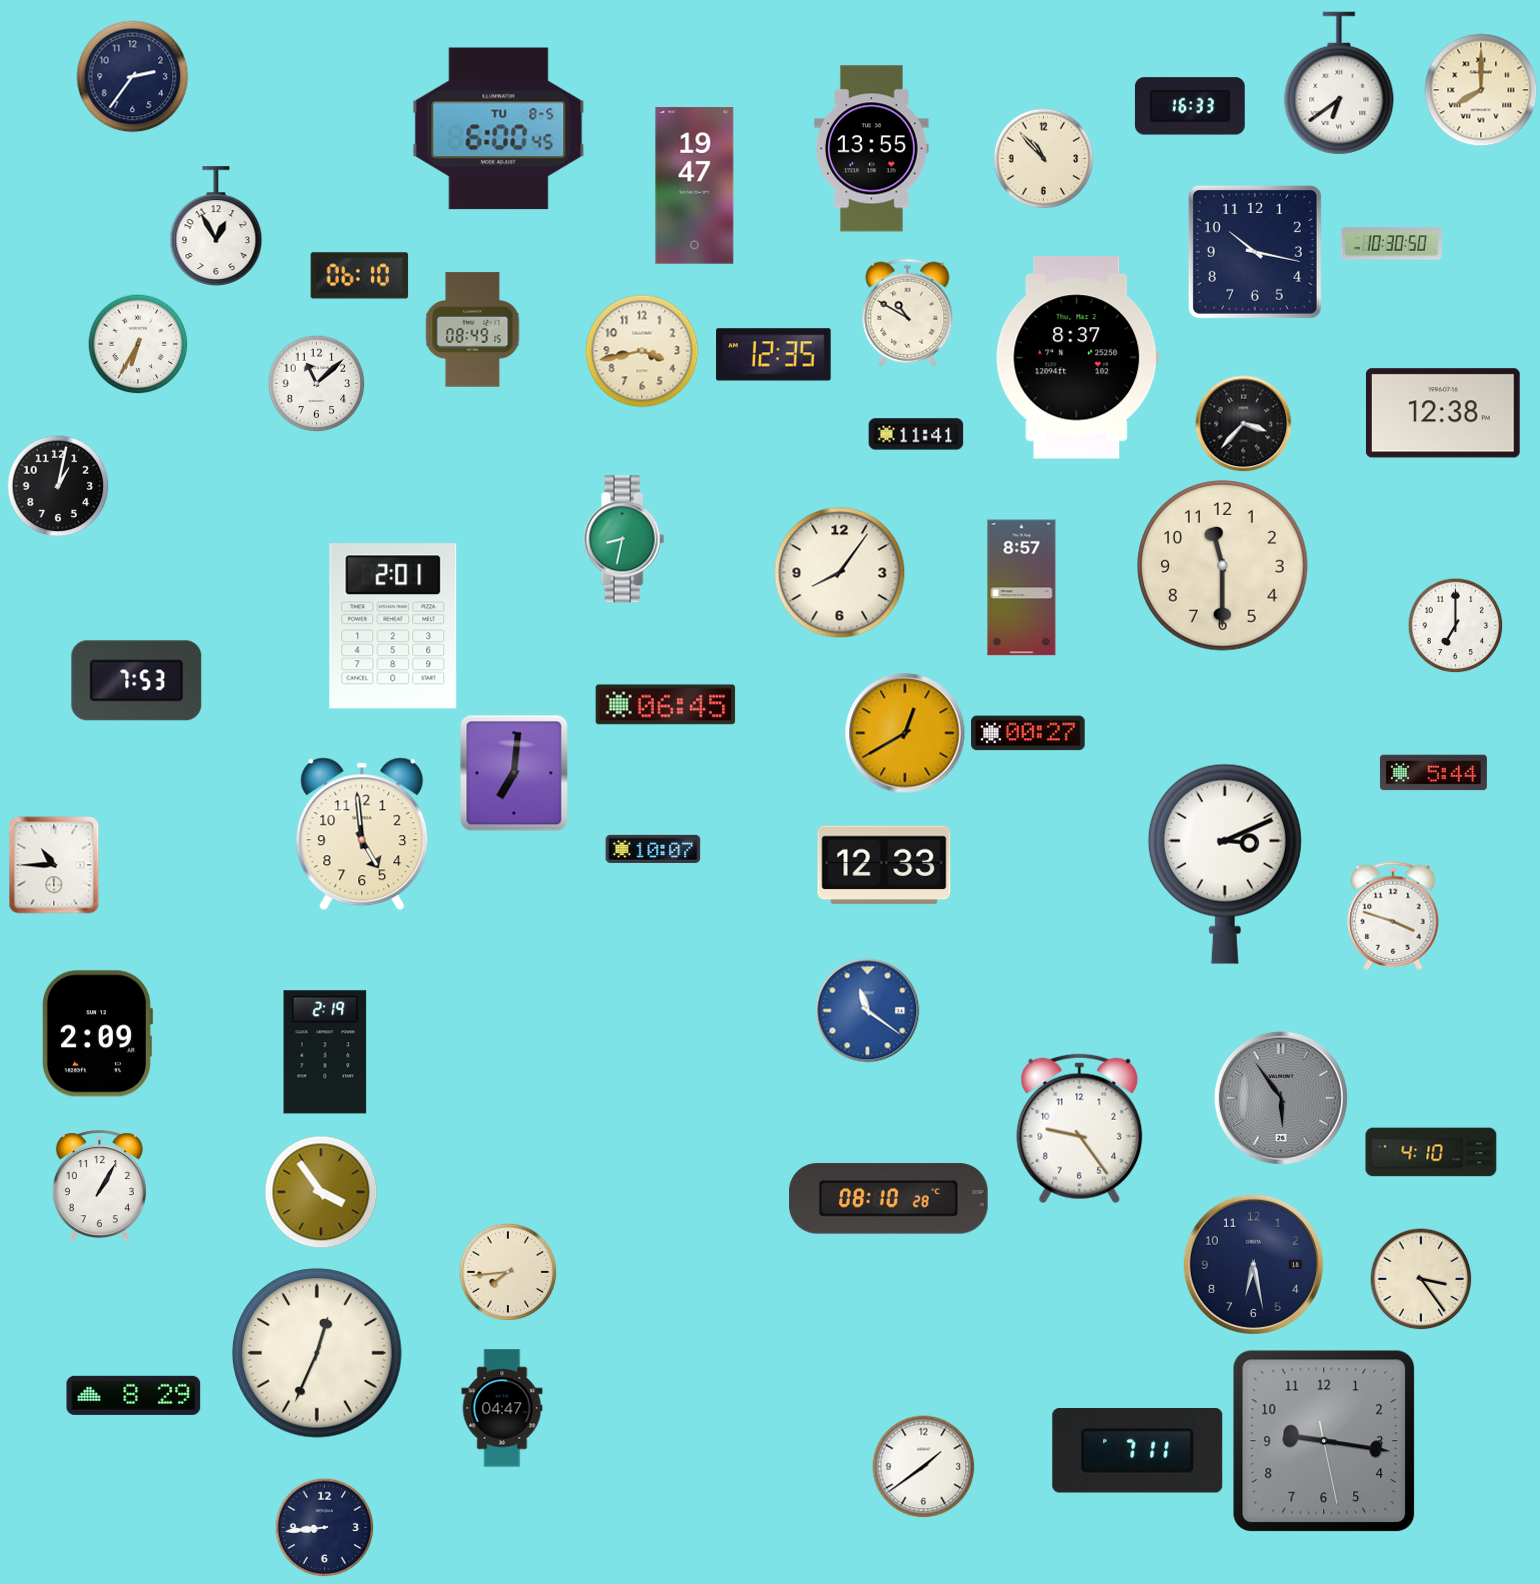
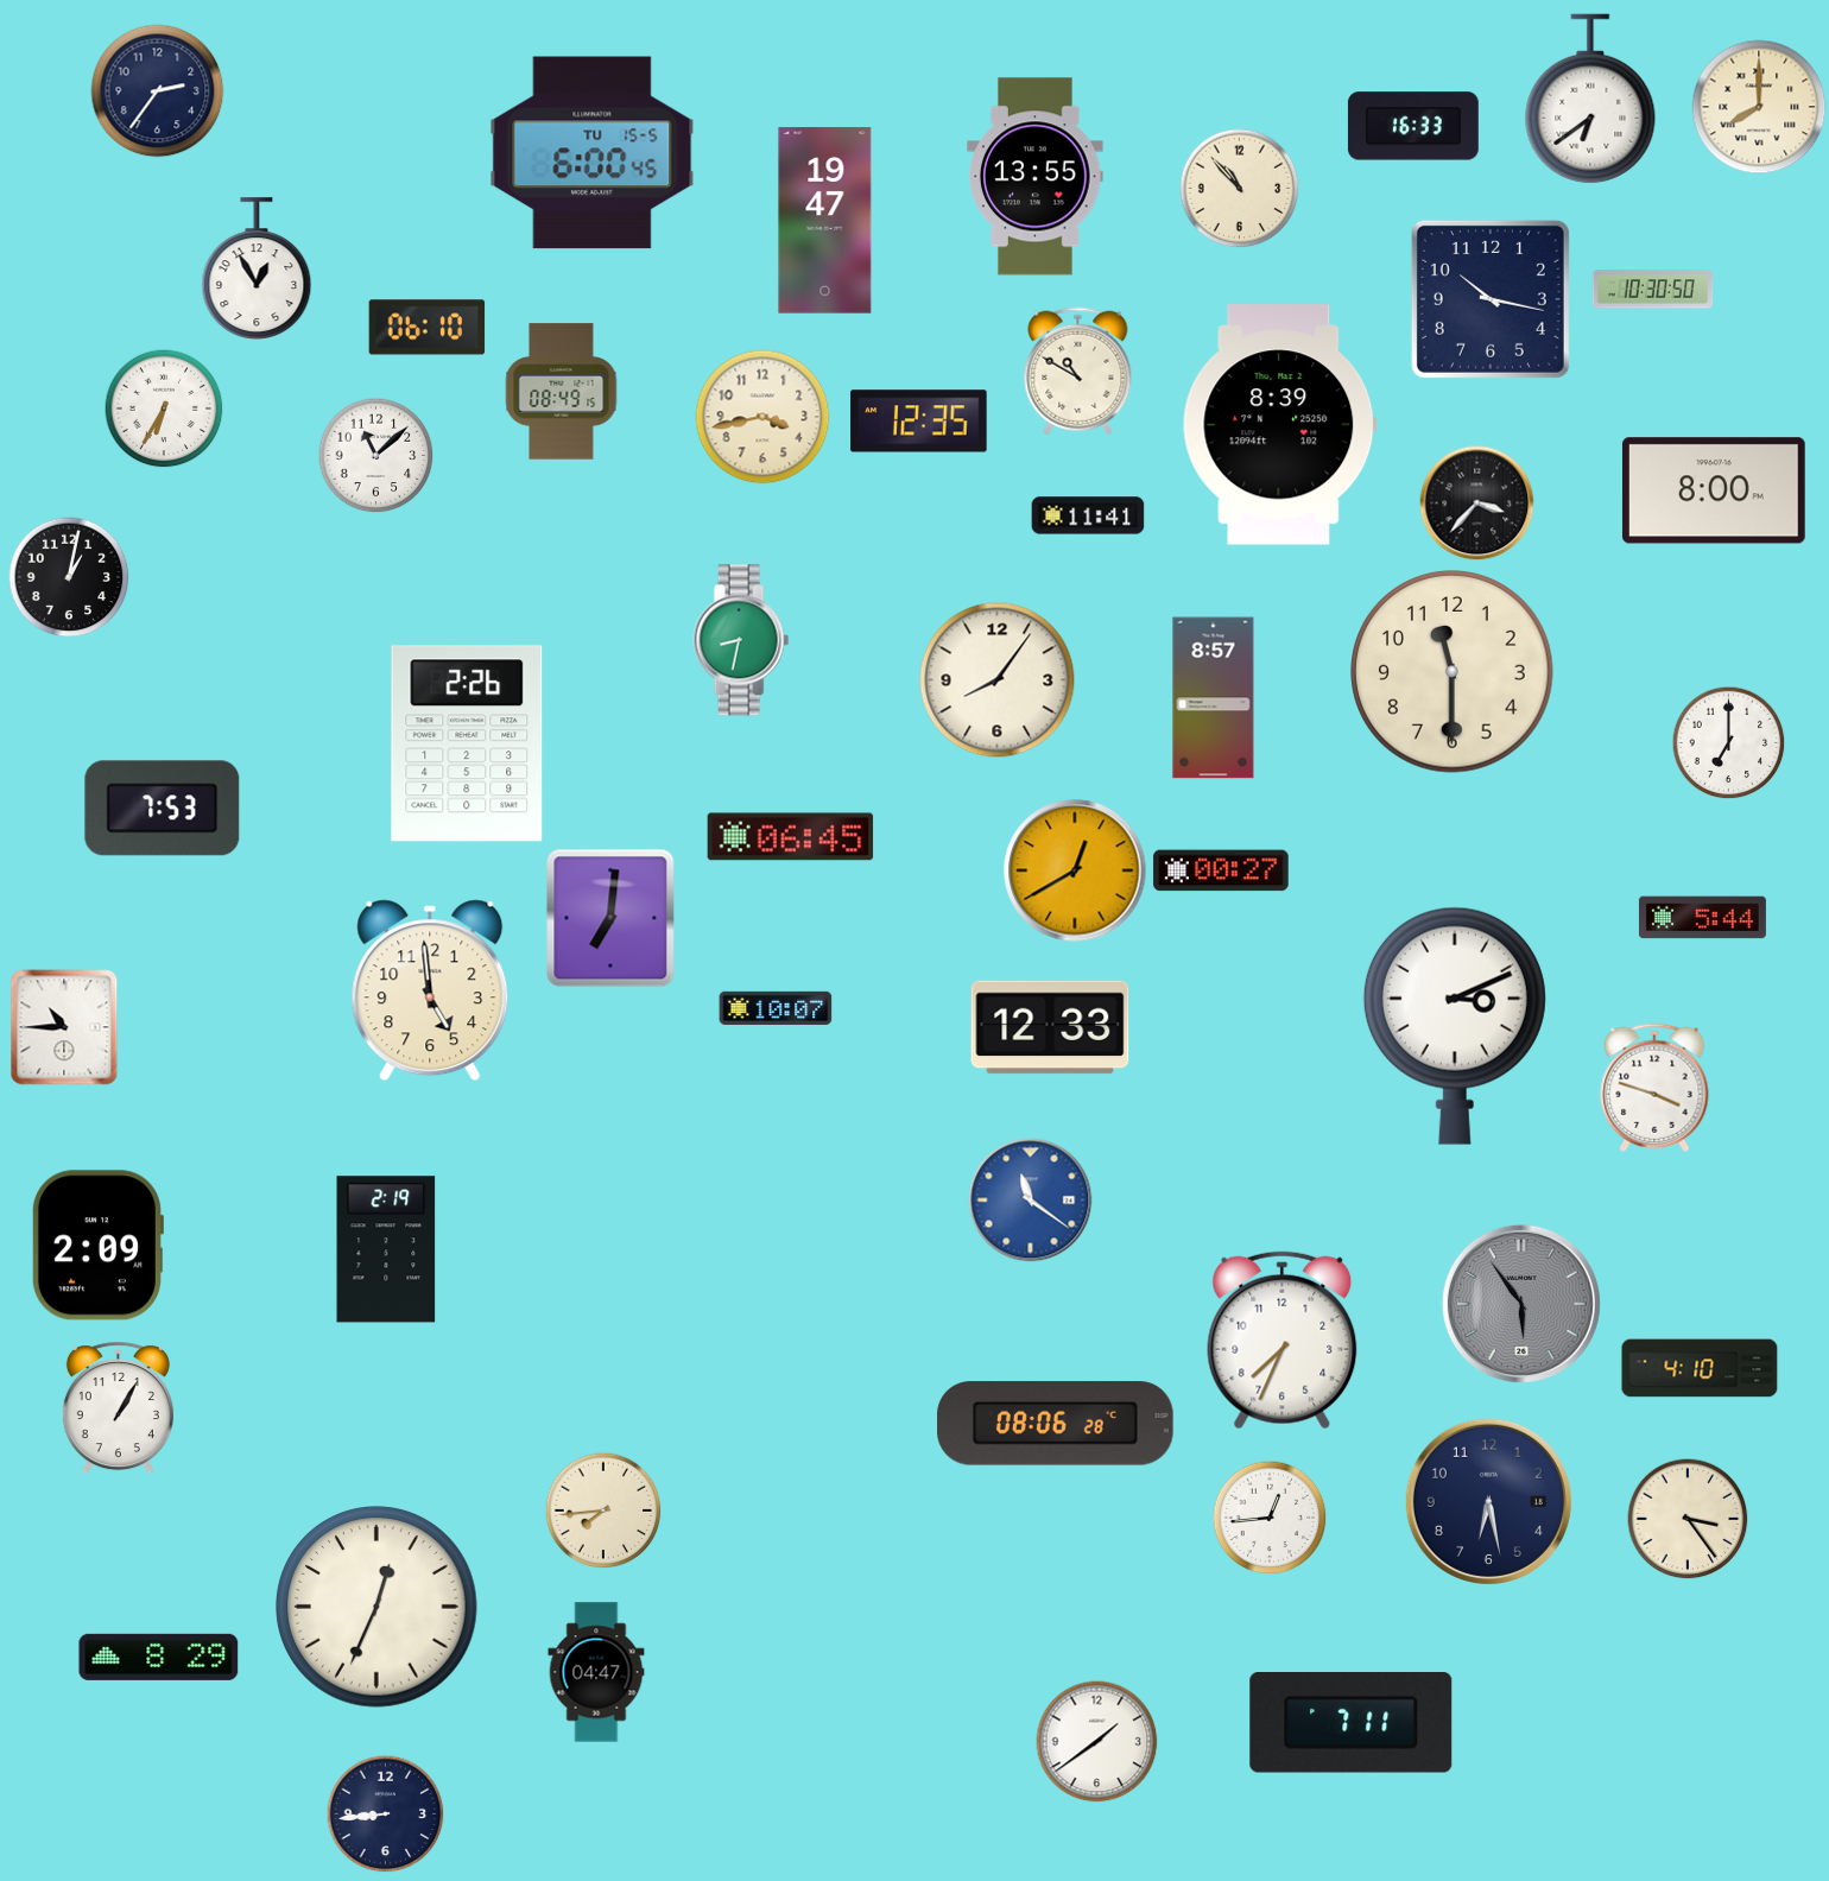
clock at (499, 129) date: TU 8-5 -> TU 15-5
clock at (1078, 358): 8:37 -> 8:39
clock at (1443, 413): 12:38 -> 8:00
clock at (393, 626): 2:01 -> 2:26
clock at (97, 1034) position: (97, 1034) -> (97, 1246)
clock at (1080, 1129): 9:24 -> 7:34
clock at (321, 1192): 3:54 -> none
clock at (889, 1199): 08:10 -> 08:06
clock at (1270, 1518): none -> 12:44
clock at (1324, 1441): 9:16 -> none
